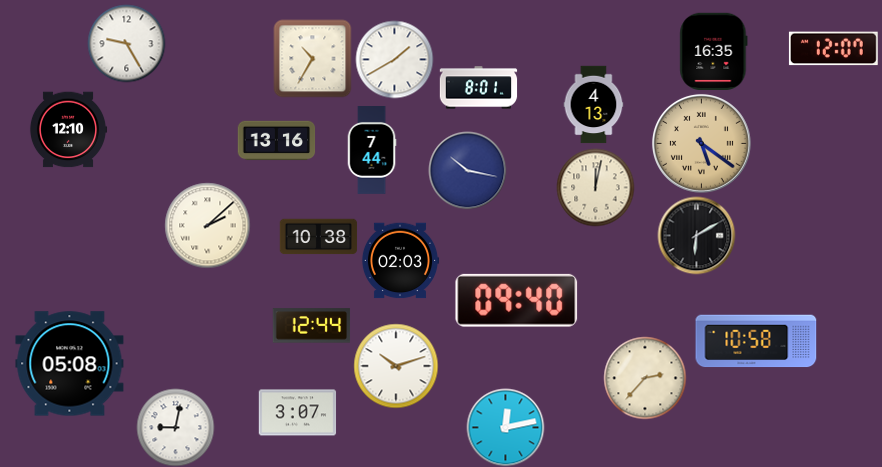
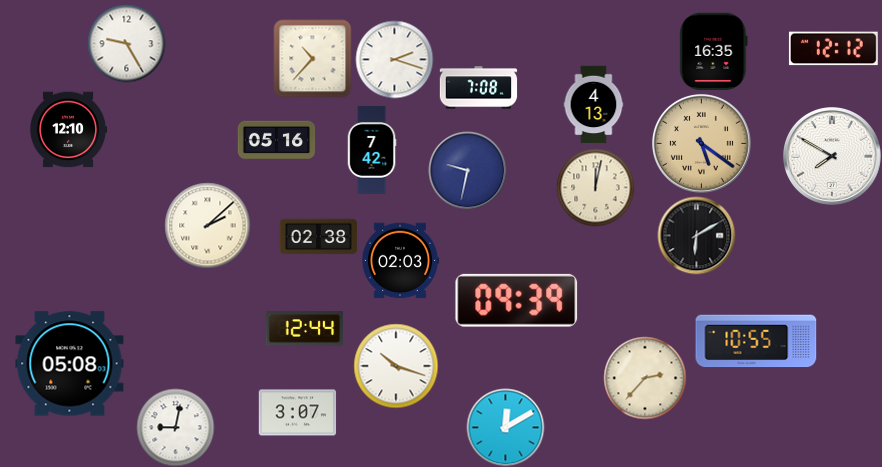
clock at (833, 49): 12:07 -> 12:12
clock at (312, 58): 10:35 -> 10:37
clock at (394, 59): 1:40 -> 2:18
clock at (478, 88): 8:01 -> 7:08
clock at (276, 141): 13:16 -> 05:16
clock at (372, 151): 7:44 -> 7:42
clock at (833, 157): none -> 7:50
clock at (467, 170): 10:17 -> 9:32
clock at (318, 237): 10:38 -> 02:38
clock at (517, 300): 09:40 -> 09:39
clock at (311, 326) position: (311, 326) -> (304, 329)
clock at (756, 341): 10:58 -> 10:55
clock at (396, 366): 10:12 -> 10:18
clock at (505, 427): 12:13 -> 12:10
